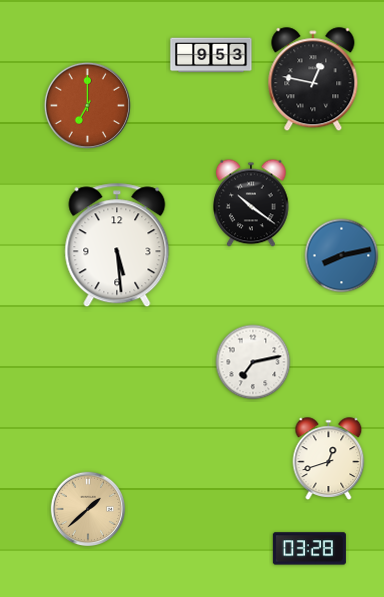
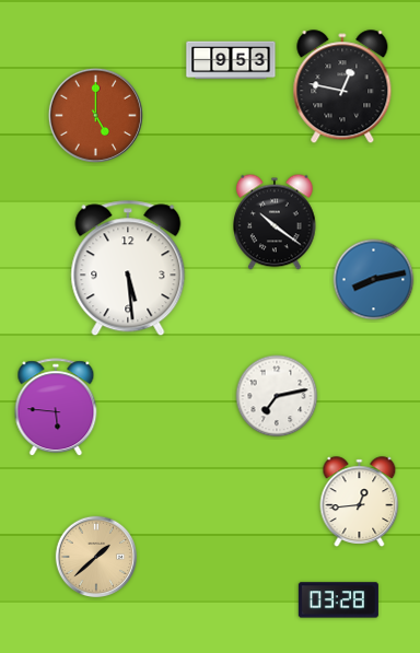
clock at (87, 105): 7:00 -> 5:00
clock at (56, 408): none -> 5:46
clock at (329, 459): 12:42 -> 12:44
